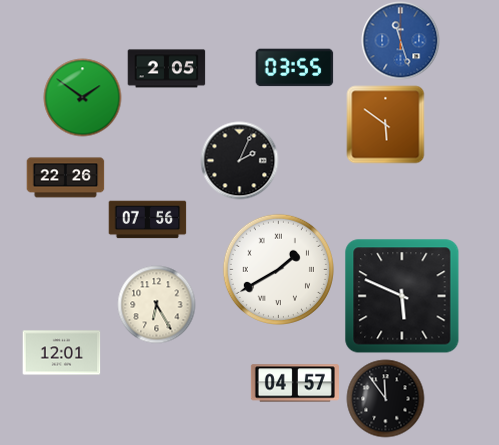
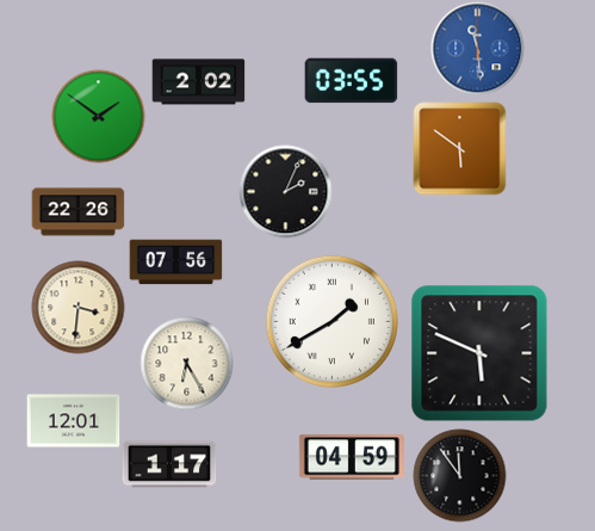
clock at (400, 40): 11:27 -> 11:29
clock at (166, 69): 2:05 -> 2:02
clock at (78, 307): none -> 3:31
clock at (295, 383): 04:57 -> 04:59
clock at (169, 464): none -> 1:17
